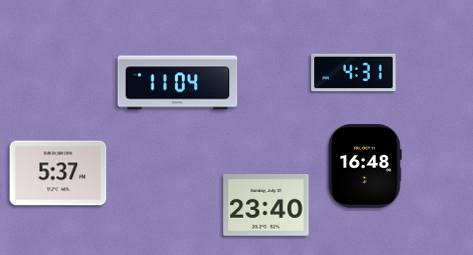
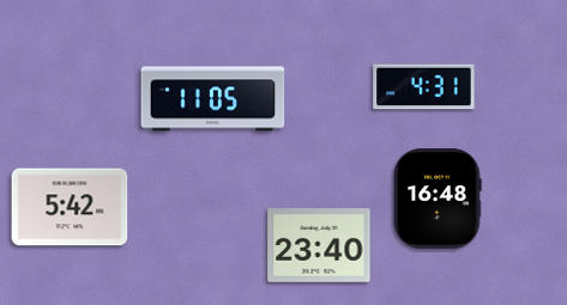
clock at (178, 83): 11:04 -> 11:05
clock at (58, 173): 5:37 -> 5:42
